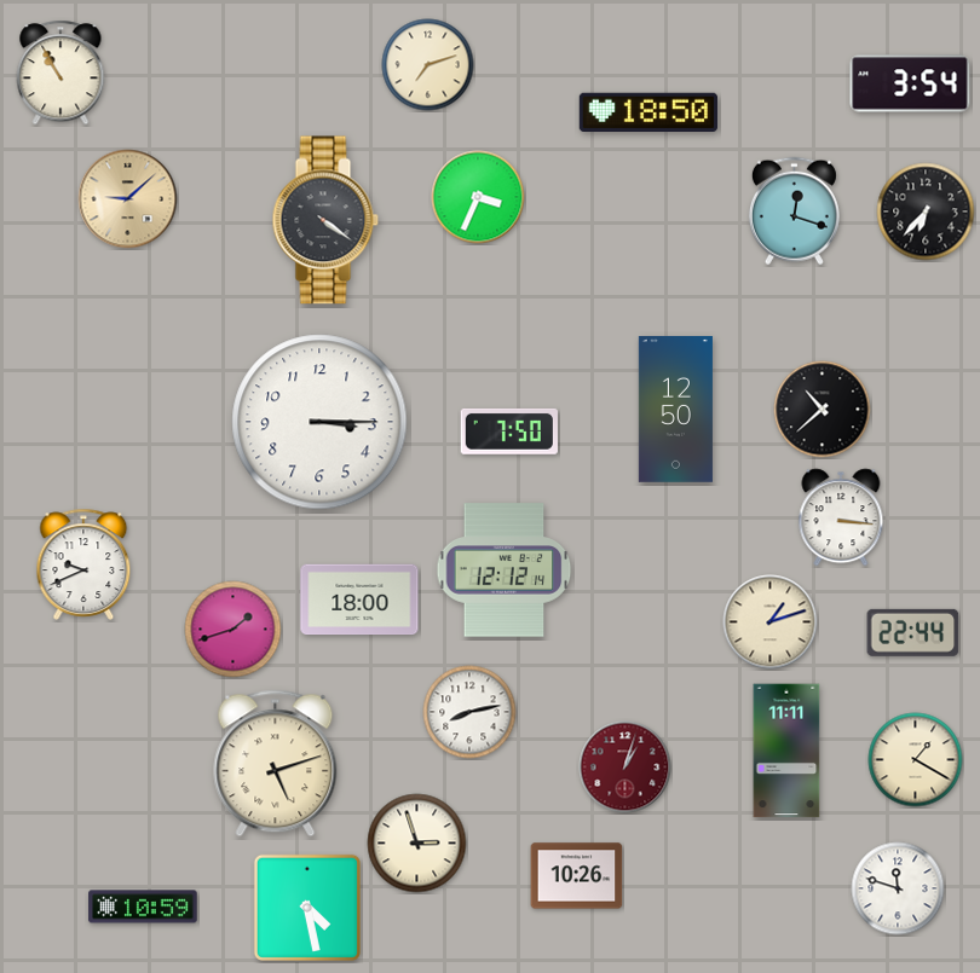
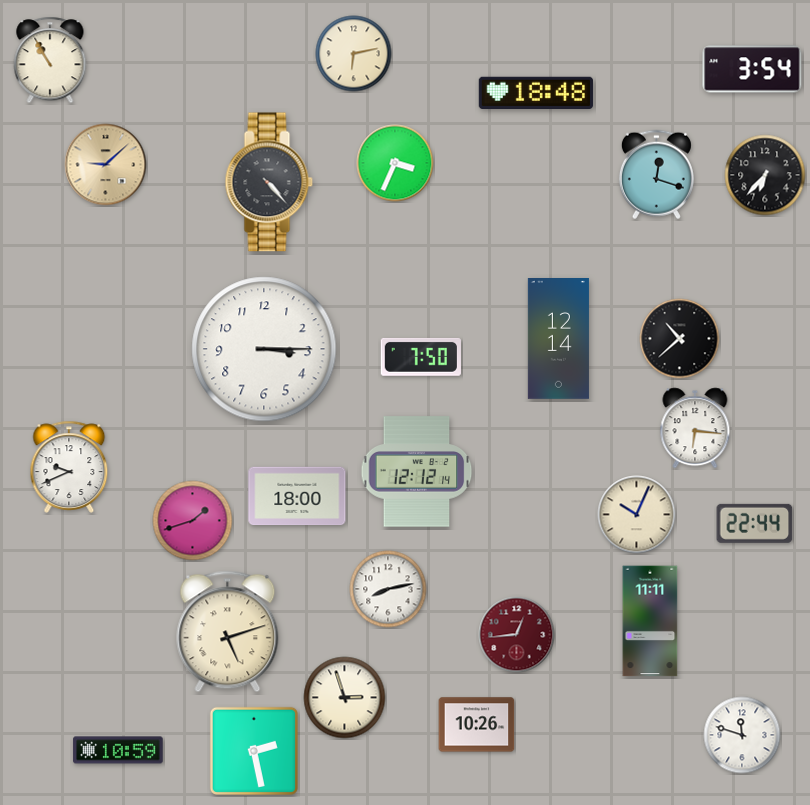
clock at (428, 65): 7:12 -> 6:13
clock at (648, 111): 18:50 -> 18:48
clock at (325, 220): 4:21 -> 4:23
clock at (675, 410): 12:50 -> 12:14
clock at (841, 517): 3:16 -> 6:16
clock at (771, 622): 1:12 -> 10:04
clock at (916, 760): 1:20 -> none
clock at (626, 768): 1:03 -> 12:44
clock at (307, 908): 4:28 -> 2:28
